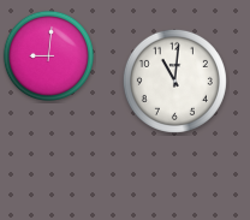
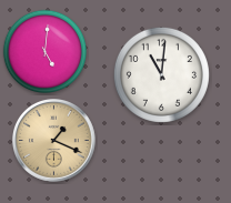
clock at (48, 55): 9:01 -> 5:01
clock at (54, 141): none -> 1:19
